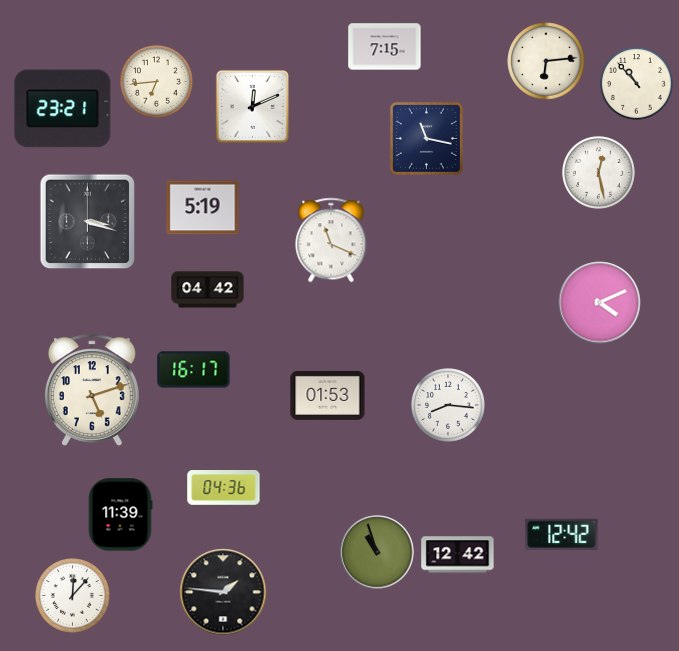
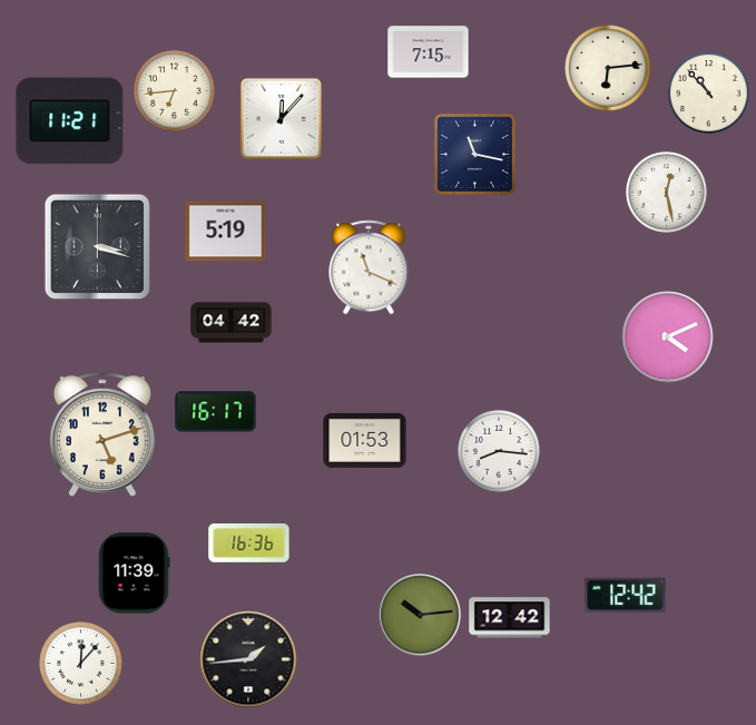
clock at (252, 106): 12:11 -> 12:07
clock at (63, 109): 23:21 -> 11:21
clock at (224, 488): 04:36 -> 16:36
clock at (377, 552): 10:57 -> 10:14
clock at (223, 592): 1:46 -> 1:44
